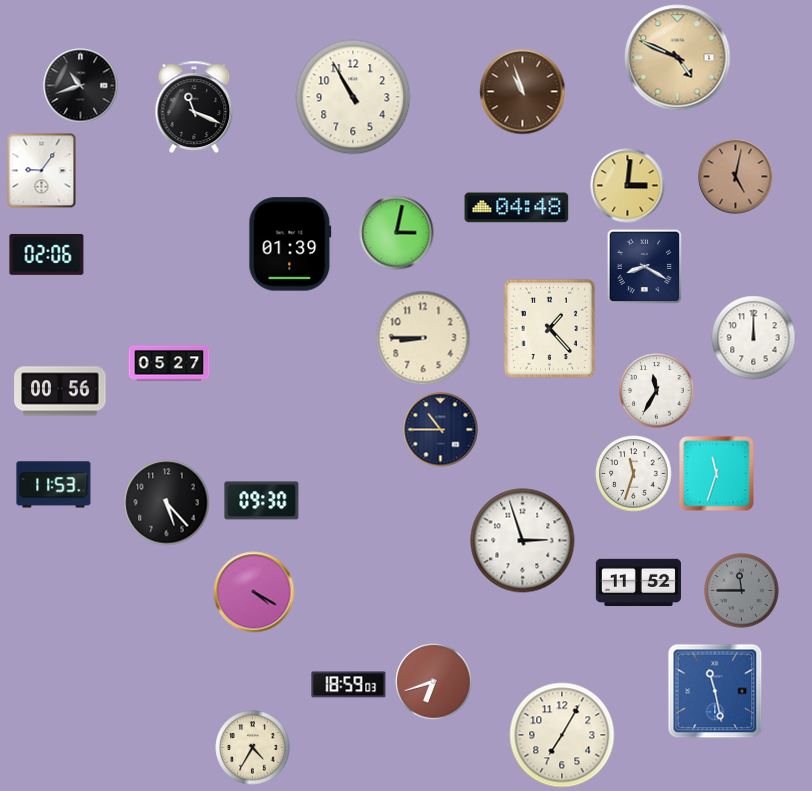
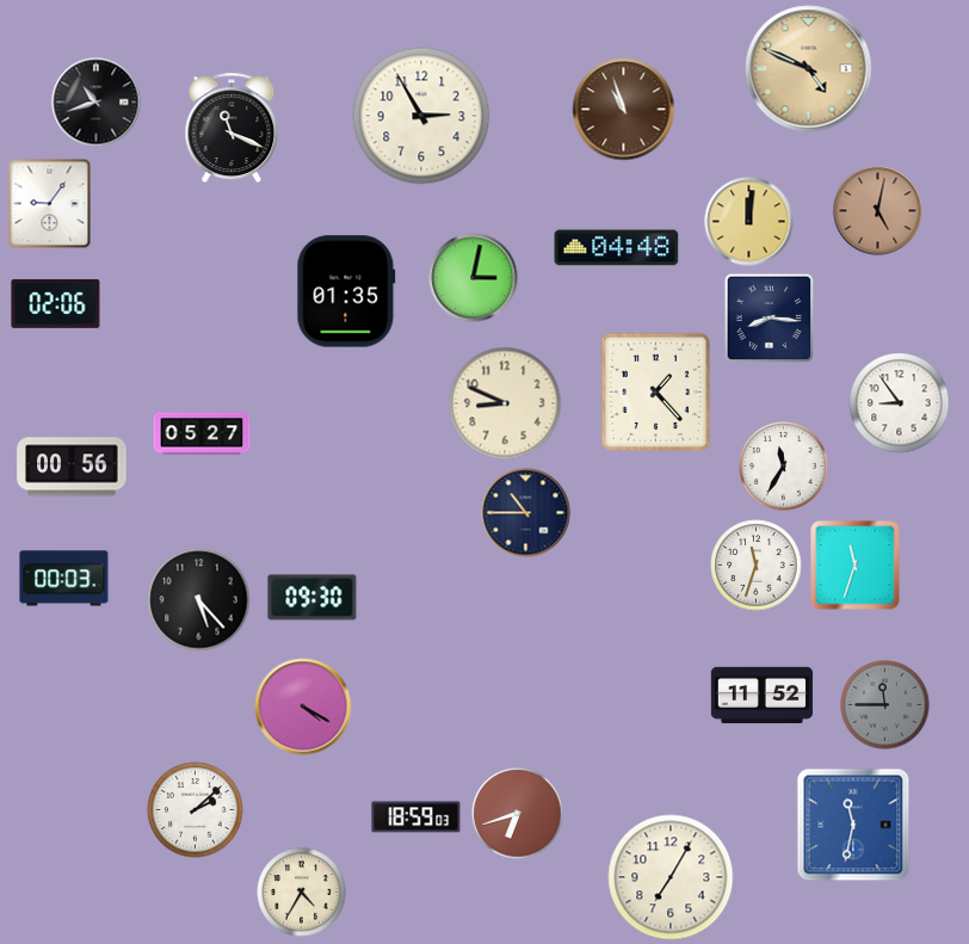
clock at (353, 97): 10:55 -> 2:55
clock at (628, 186): 3:01 -> 12:01
clock at (290, 244): 01:39 -> 01:35
clock at (645, 267): 8:20 -> 8:16
clock at (423, 338): 8:45 -> 8:49
clock at (754, 338): 12:00 -> 8:54
clock at (54, 485): 11:53 -> 00:03
clock at (523, 541): 2:57 -> none
clock at (196, 810): none -> 2:08
clock at (715, 691): 11:28 -> 11:32
